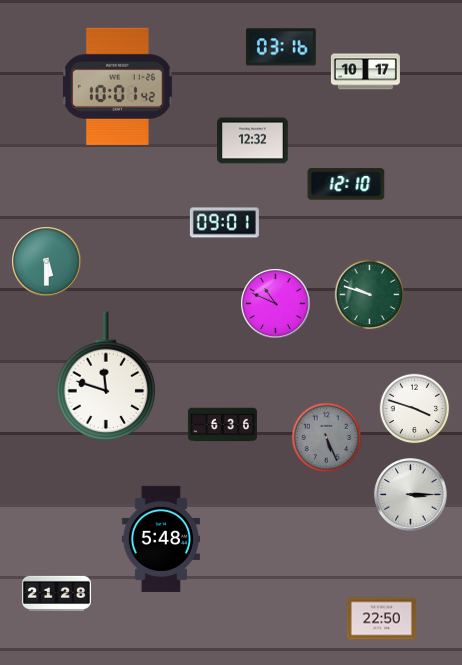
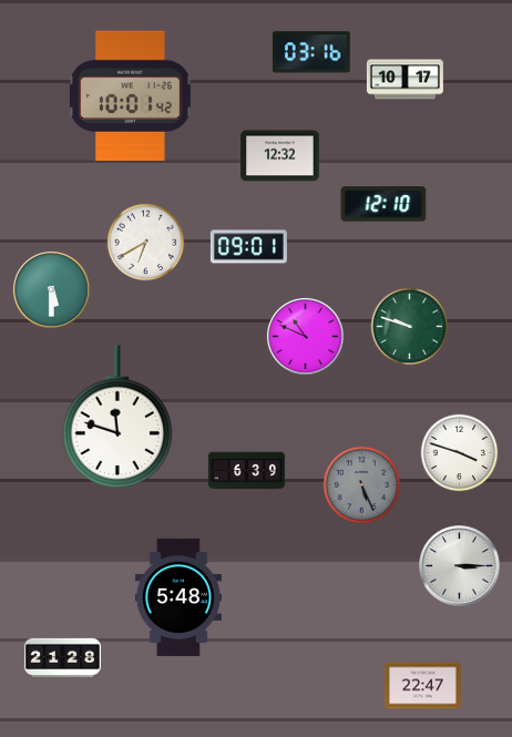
clock at (146, 243): none -> 6:40
clock at (222, 425): 6:36 -> 6:39
clock at (411, 495) position: (411, 495) -> (460, 566)
clock at (381, 619): 22:50 -> 22:47
